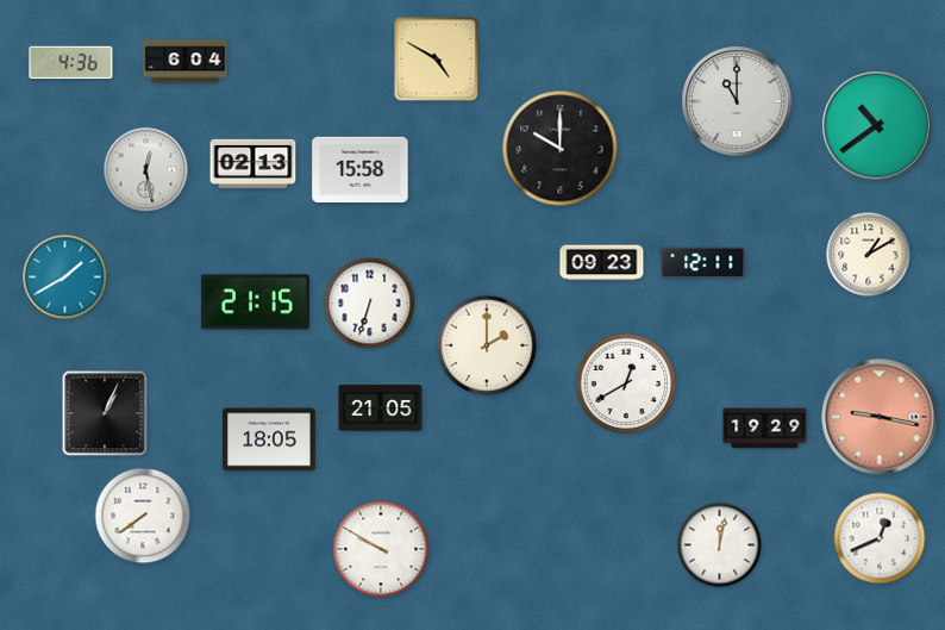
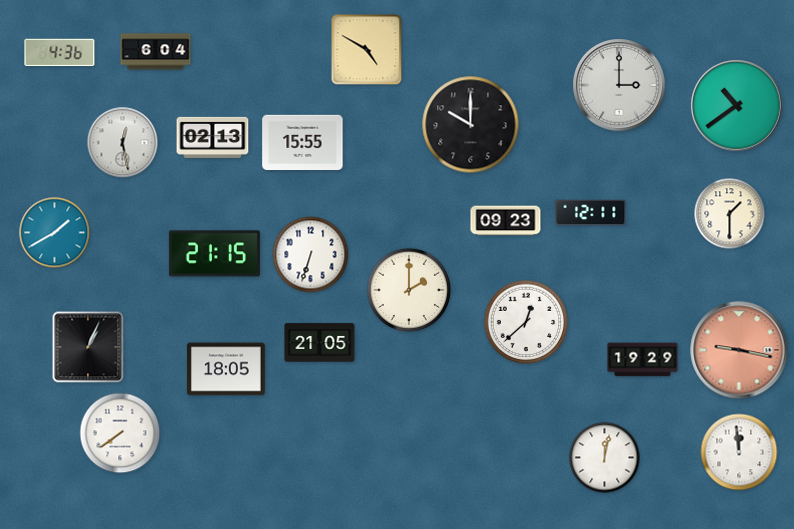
clock at (737, 101): 11:00 -> 3:00
clock at (361, 169): 15:58 -> 15:55
clock at (869, 255): 1:10 -> 1:30
clock at (703, 263) position: (703, 263) -> (591, 213)
clock at (626, 383): 12:40 -> 12:38
clock at (880, 538): 12:41 -> 11:59
clock at (381, 549): 9:50 -> none
